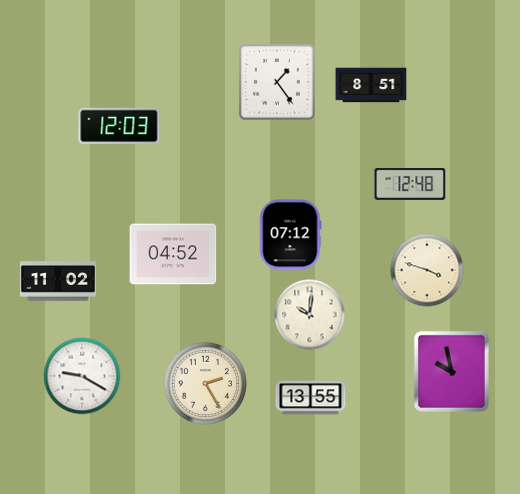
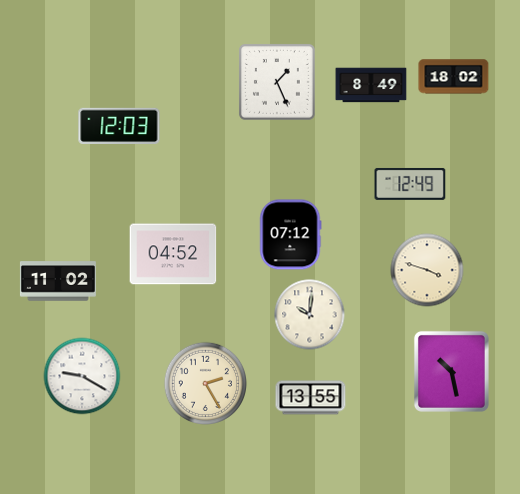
clock at (454, 77): none -> 18:02
clock at (277, 82): 1:24 -> 1:26
clock at (371, 85): 8:51 -> 8:49
clock at (410, 184): 12:48 -> 12:49
clock at (451, 371): 9:58 -> 10:28
